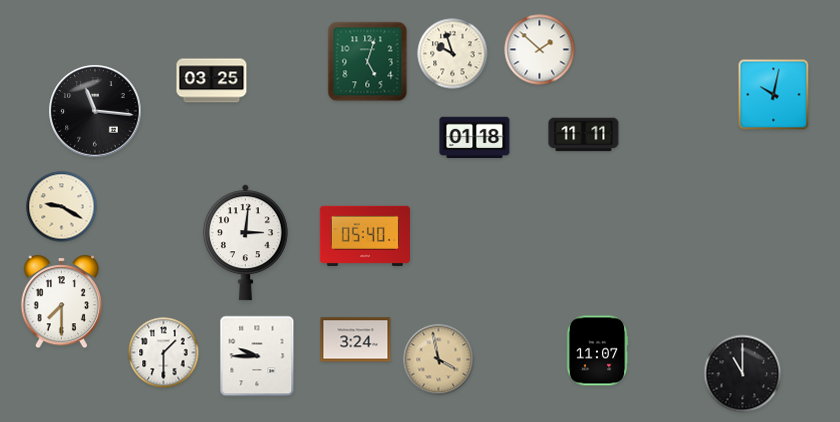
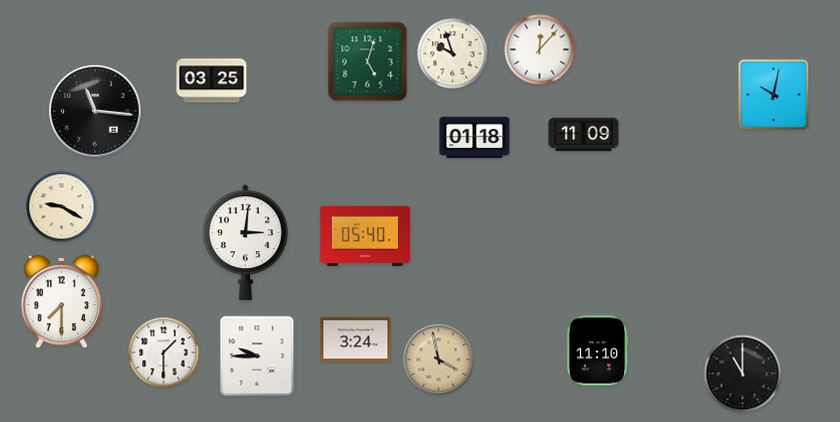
clock at (540, 50): 1:52 -> 12:07
clock at (584, 135): 11:11 -> 11:09
clock at (597, 351): 11:07 -> 11:10
